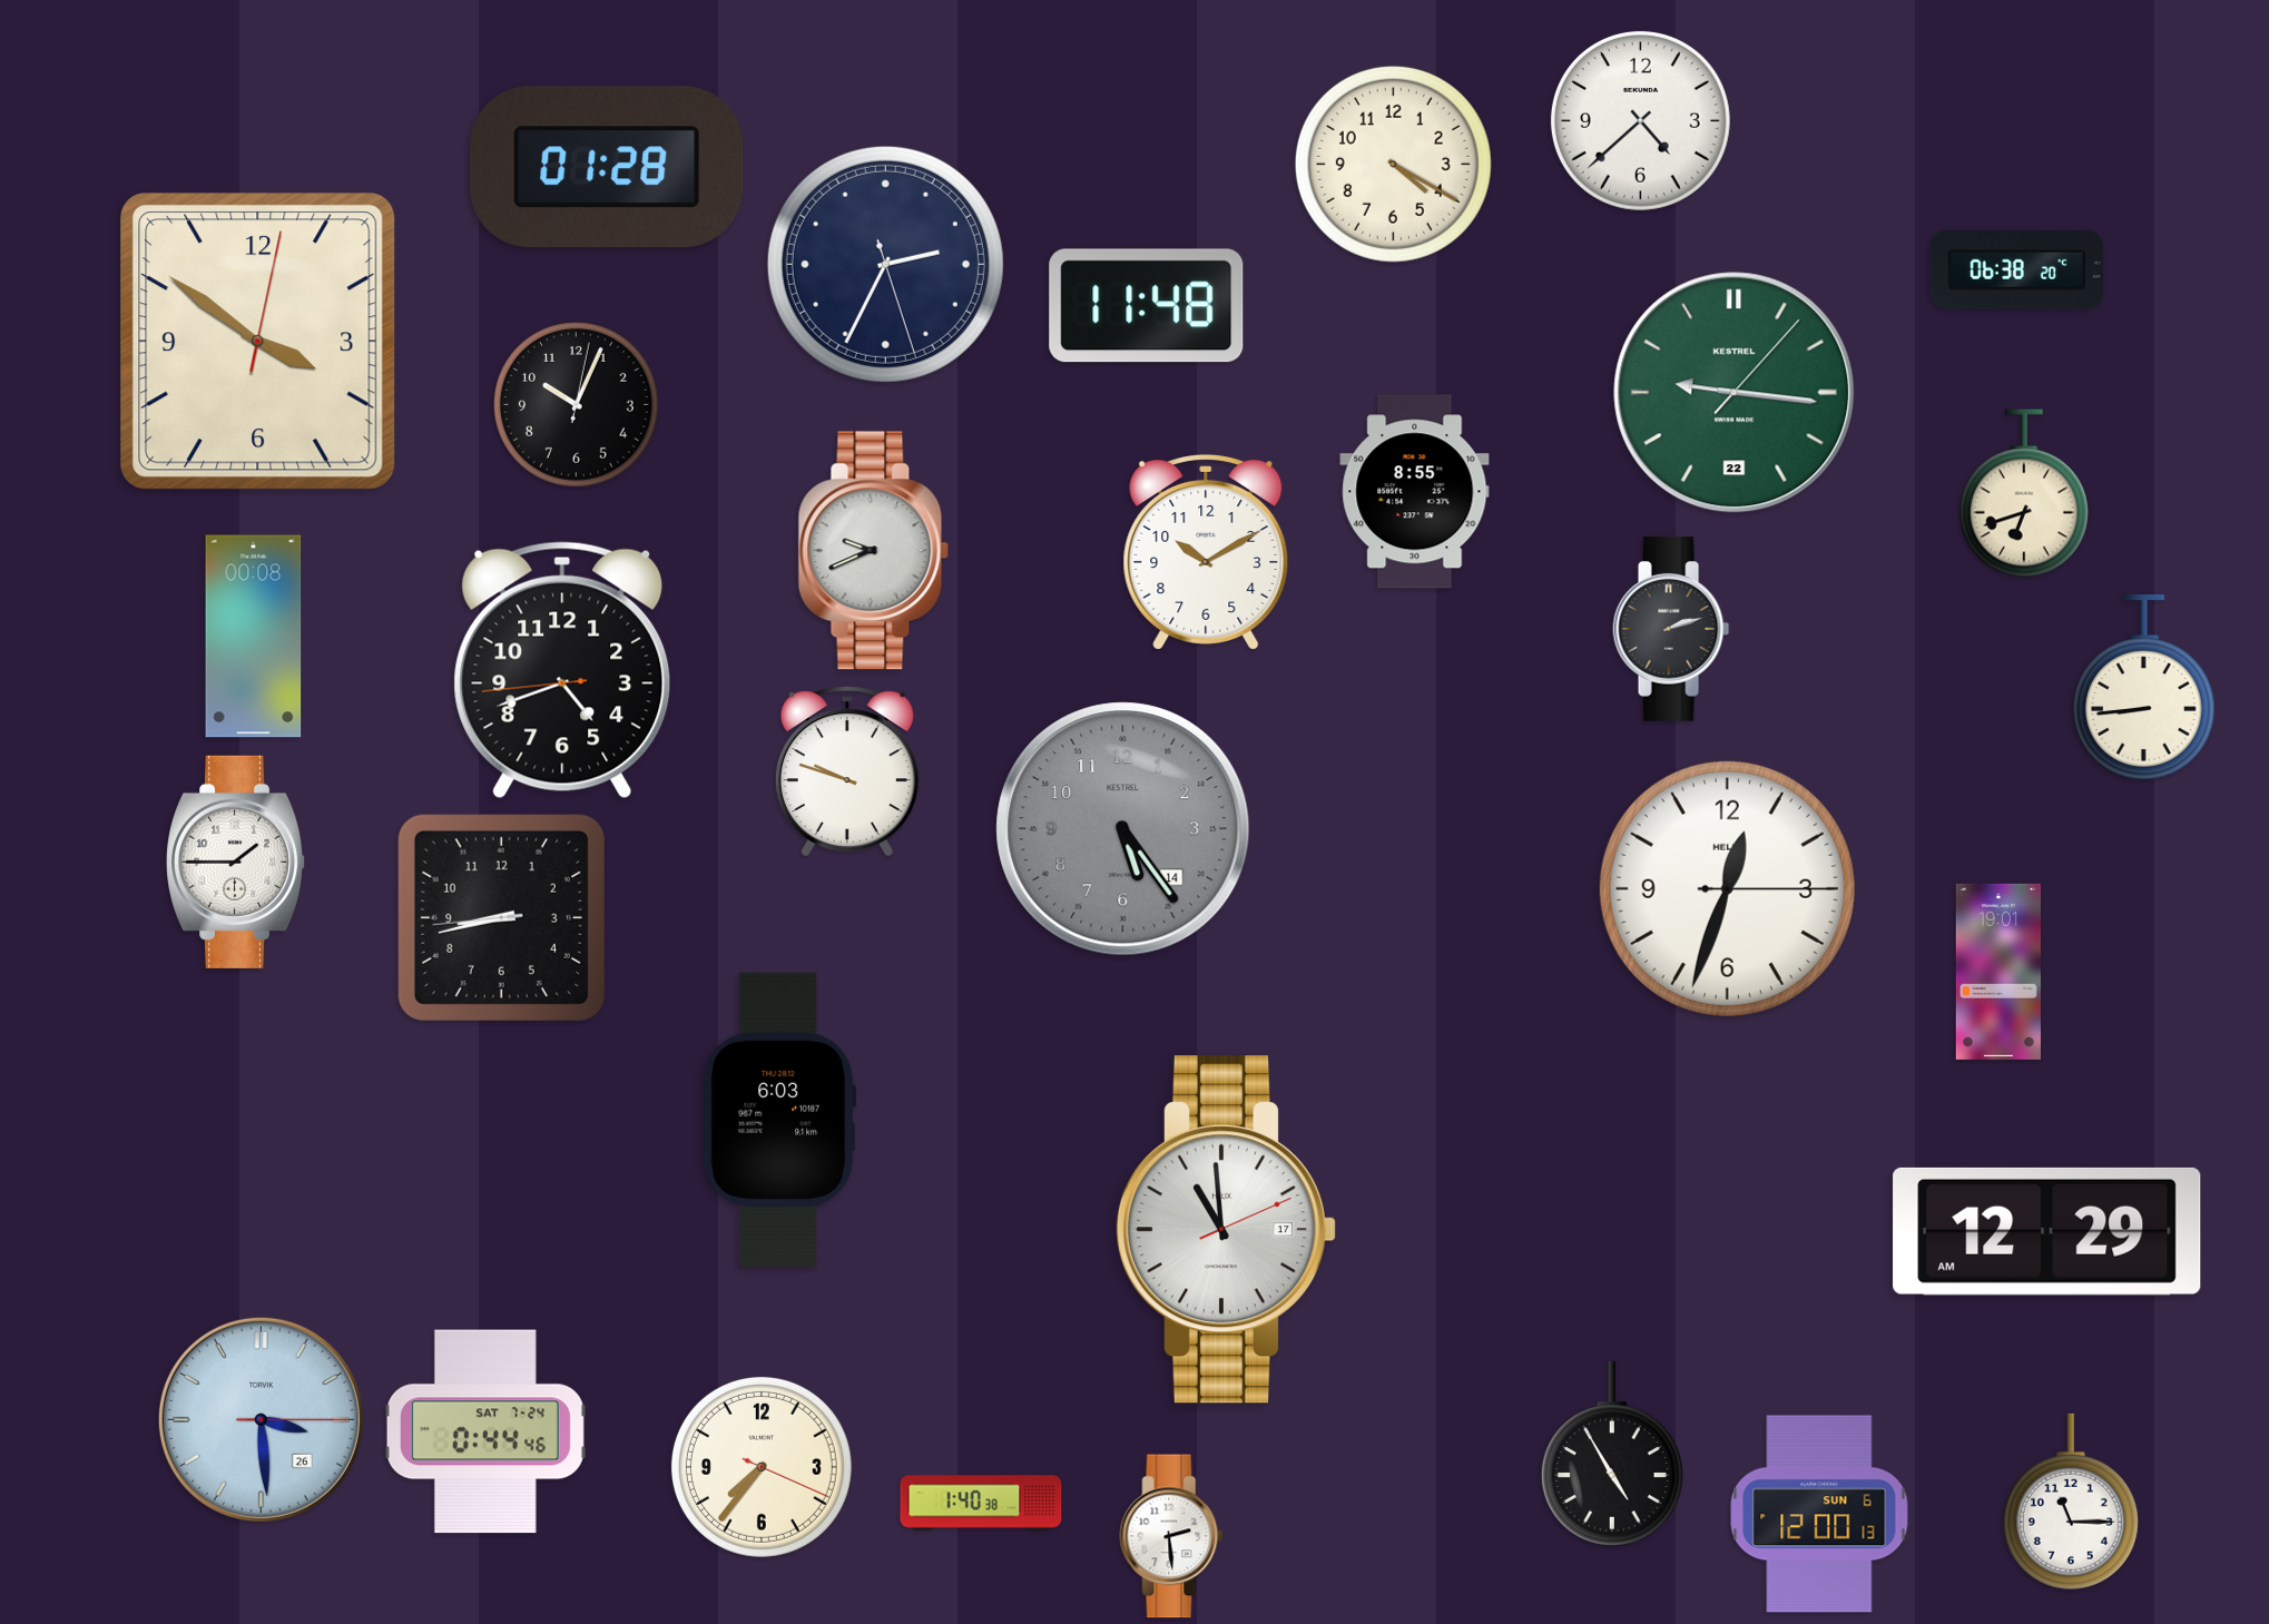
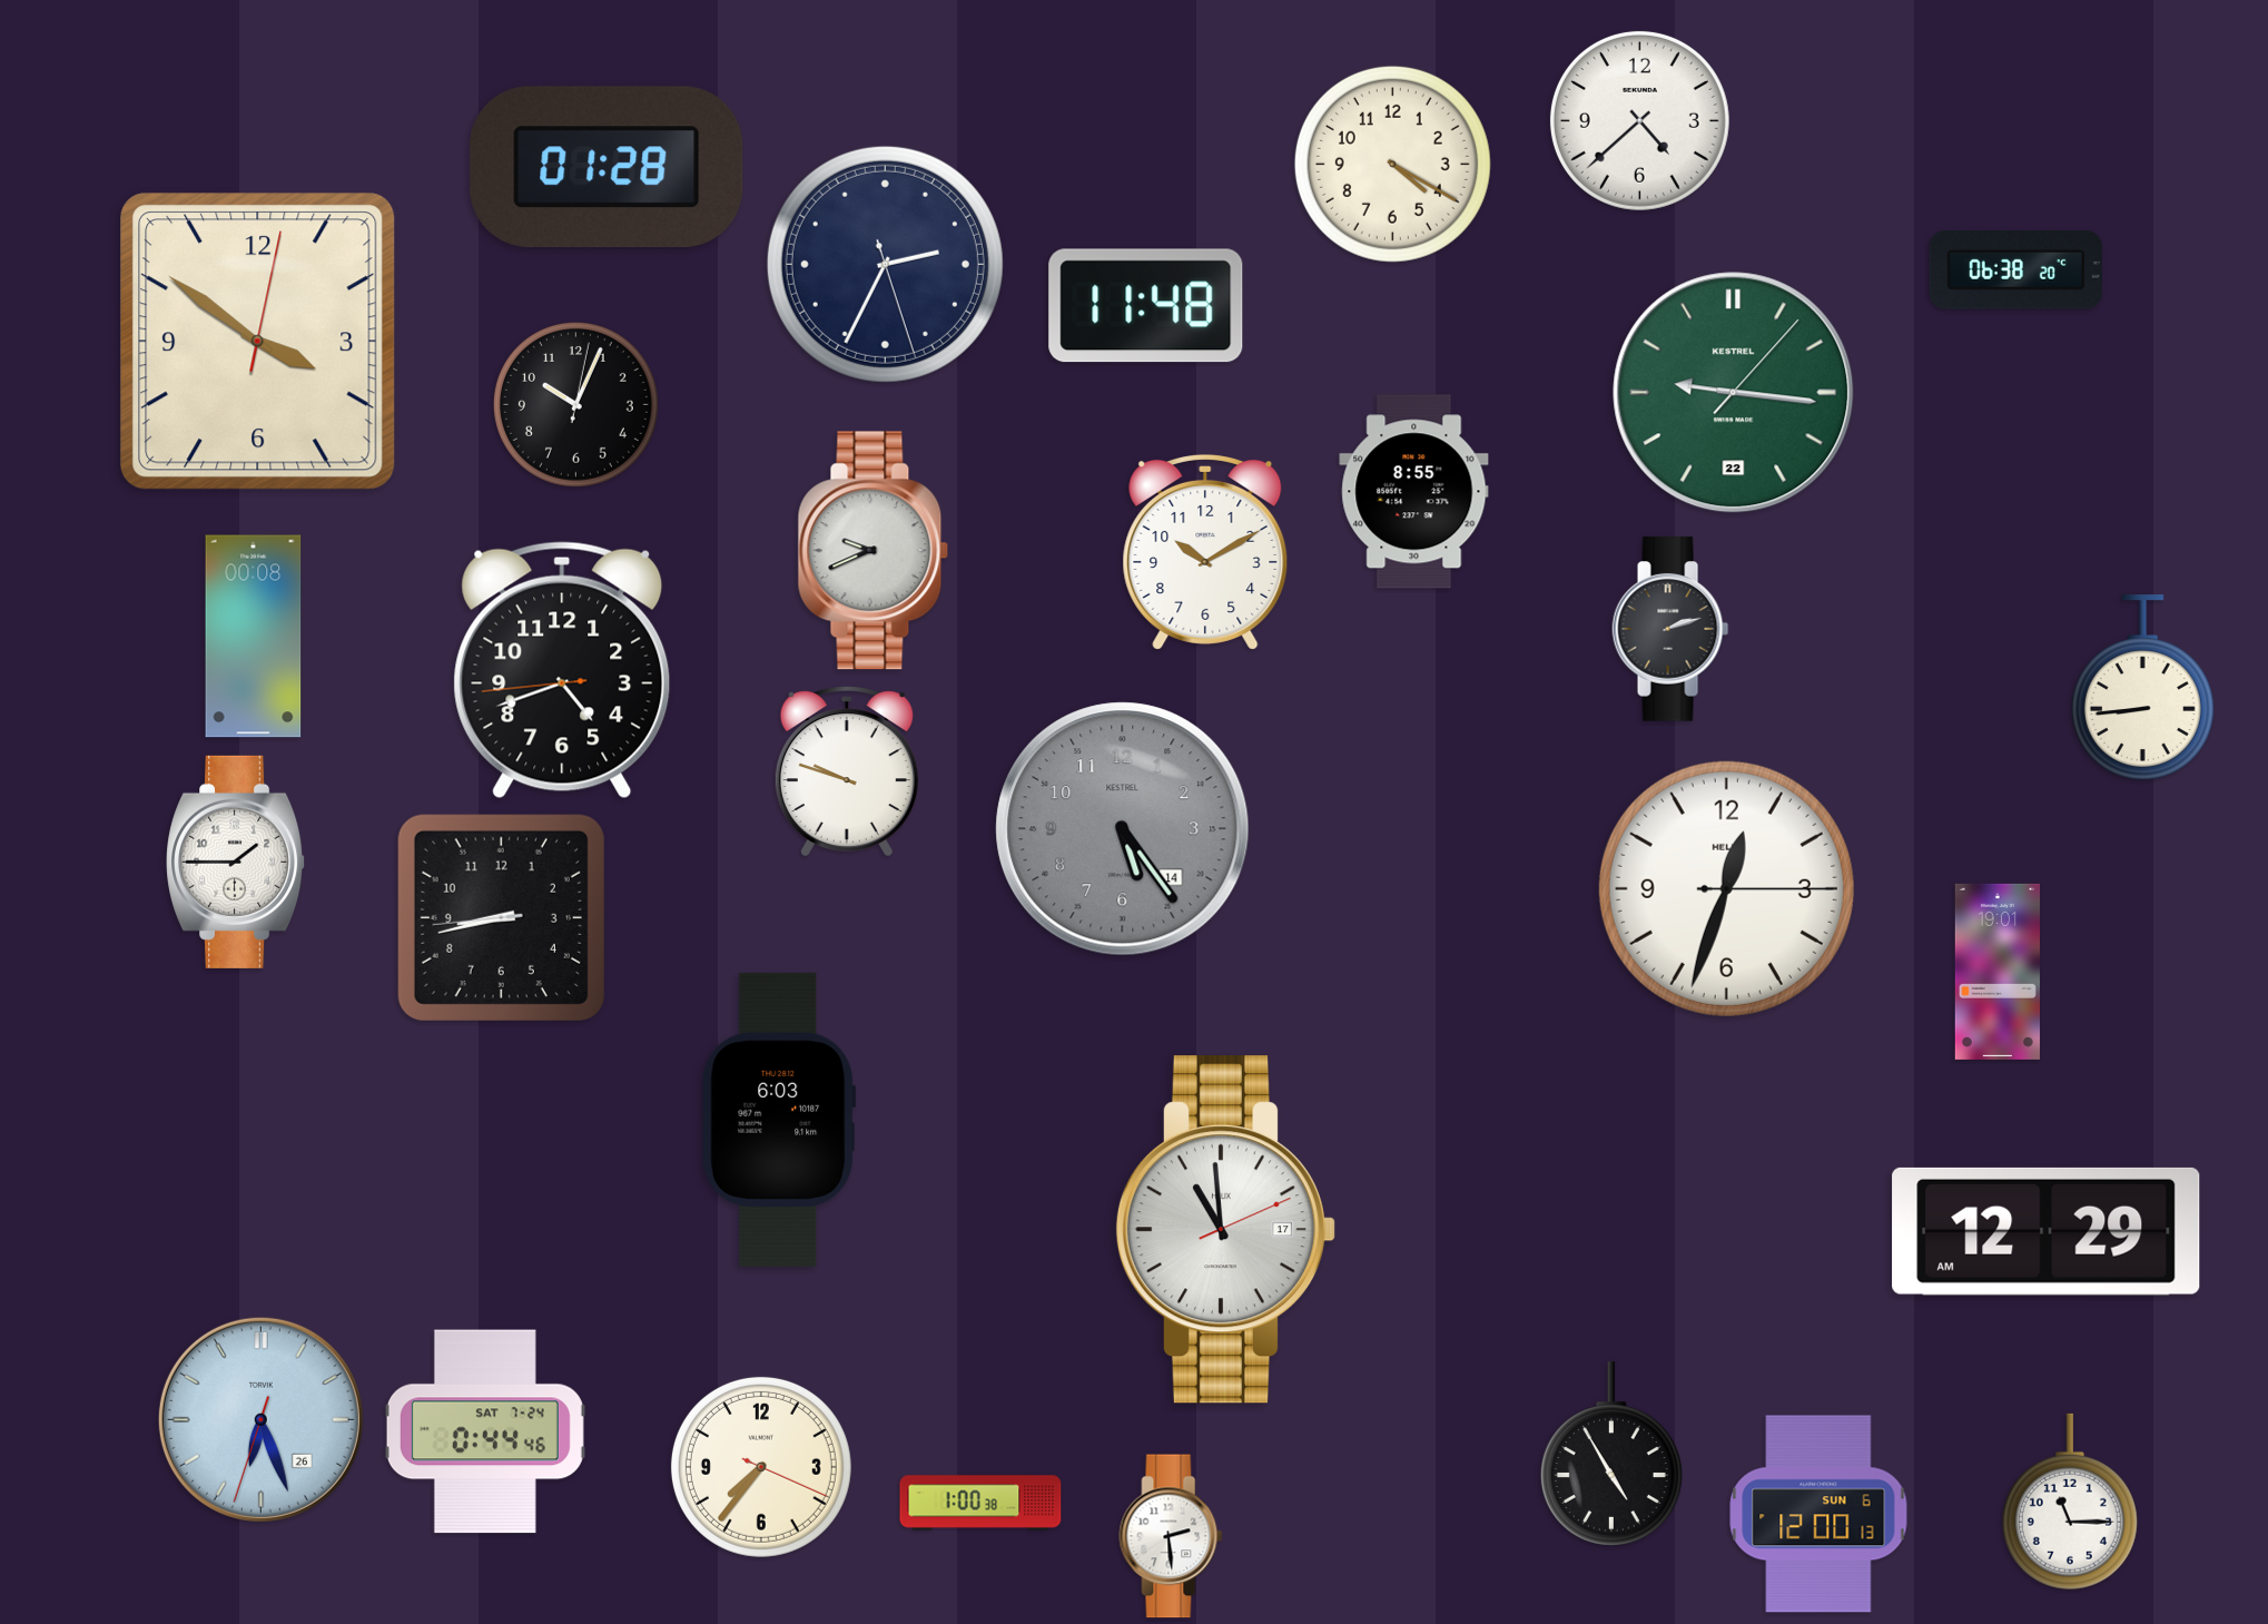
clock at (2024, 493): 6:42 -> none
clock at (261, 1419): 3:29 -> 6:26
clock at (981, 1503): 1:40 -> 1:00
